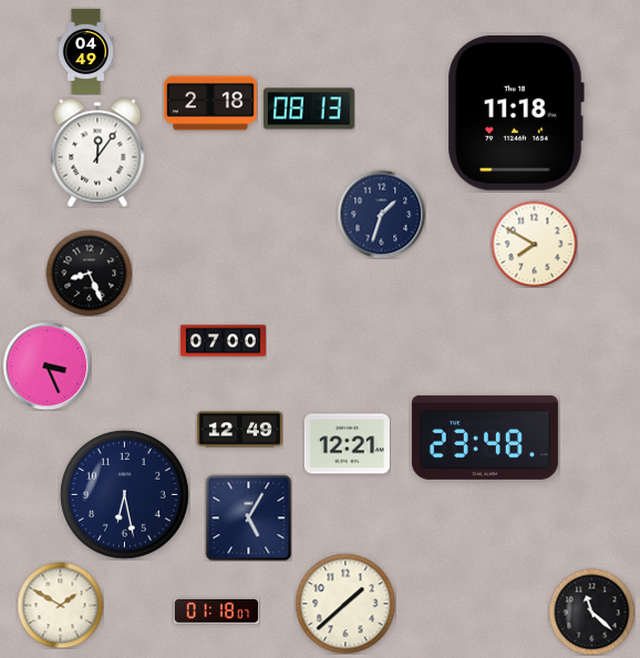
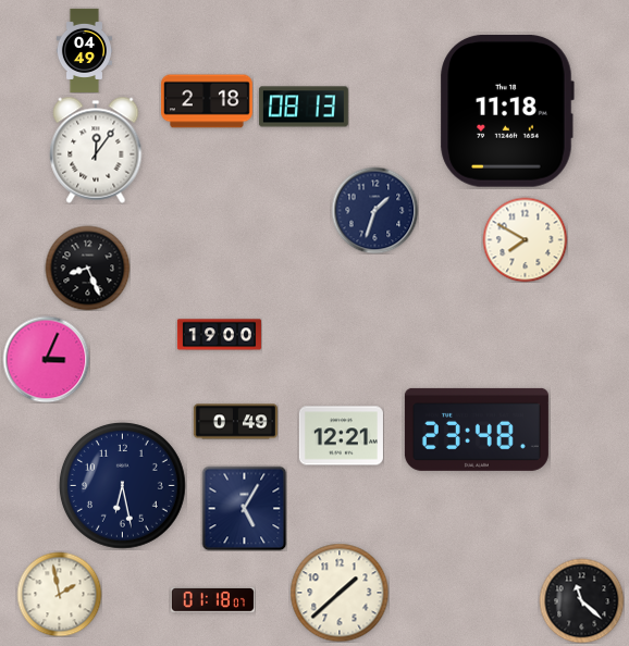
clock at (223, 341): 07:00 -> 19:00
clock at (47, 366): 3:26 -> 3:04
clock at (239, 430): 12:49 -> 0:49
clock at (60, 605): 1:50 -> 1:58
